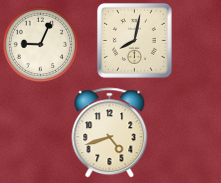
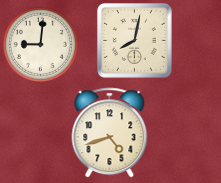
clock at (40, 44): 9:04 -> 9:01
